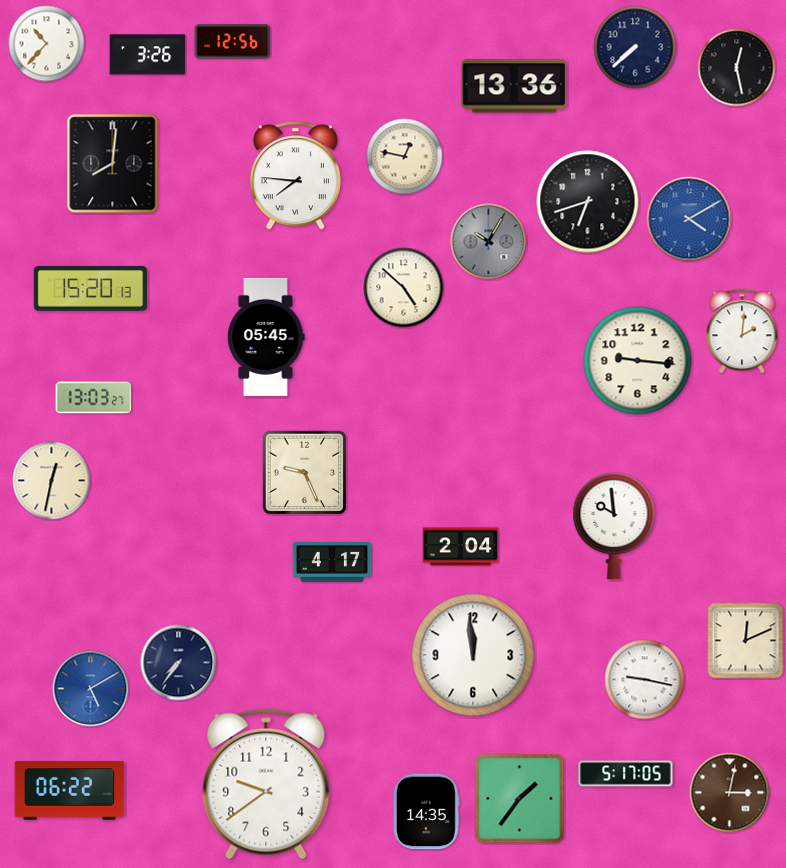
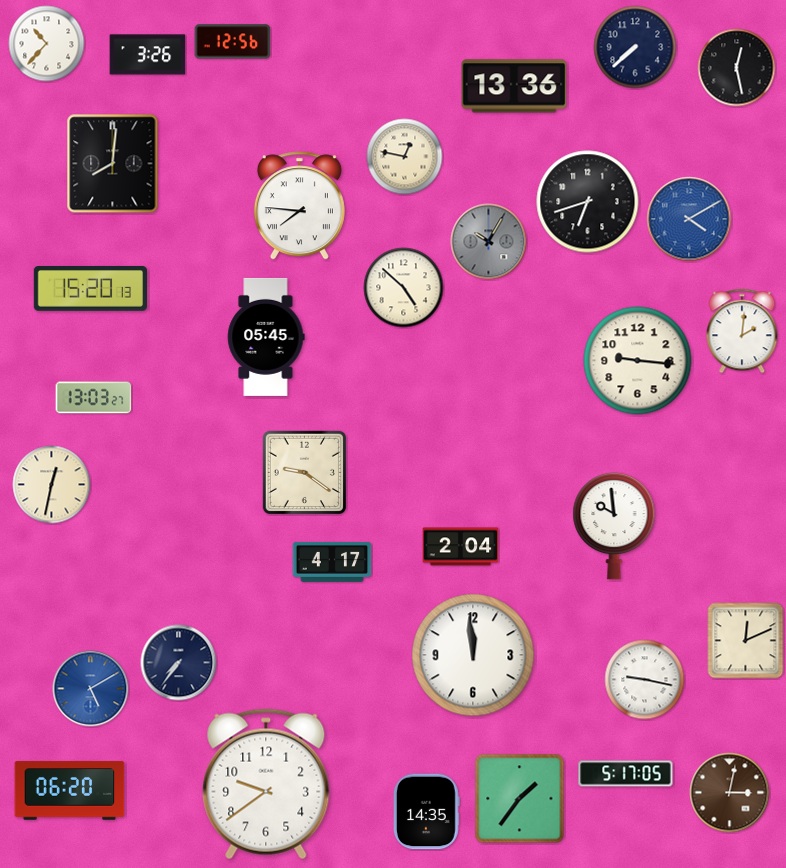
clock at (295, 176) position: (295, 176) -> (299, 206)
clock at (304, 472): 9:26 -> 9:21
clock at (52, 481) position: (52, 481) -> (52, 485)
clock at (70, 791): 06:22 -> 06:20
